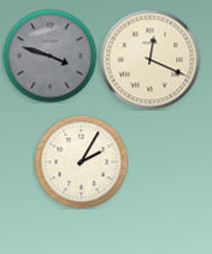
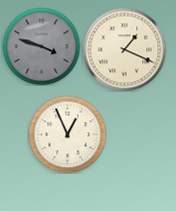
clock at (149, 59): 12:19 -> 1:19
clock at (81, 161): 2:05 -> 12:56
